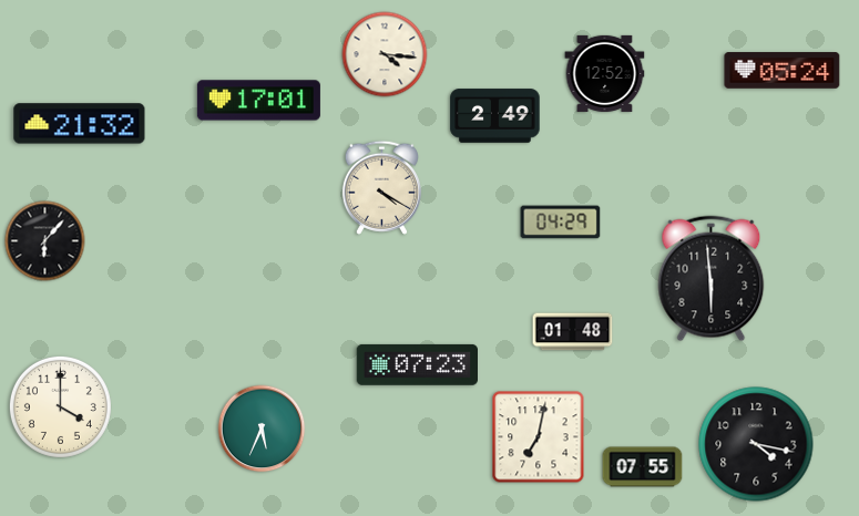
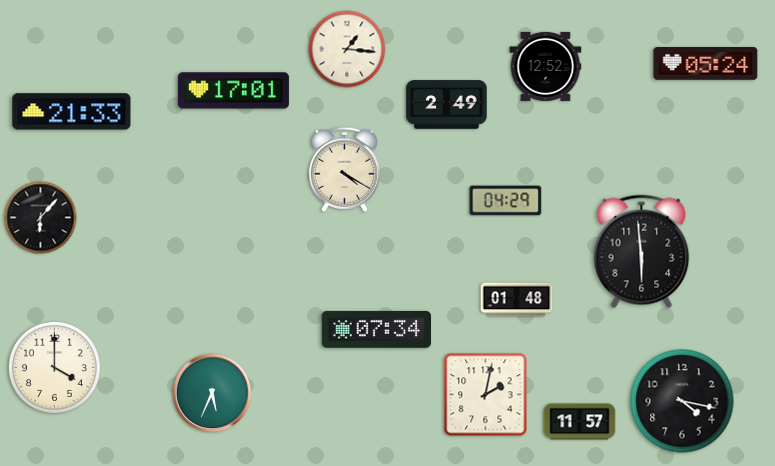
clock at (385, 54): 4:16 -> 1:16
clock at (80, 124): 21:32 -> 21:33
clock at (417, 364): 07:23 -> 07:34
clock at (262, 429) position: (262, 429) -> (212, 393)
clock at (539, 437): 7:02 -> 2:02
clock at (643, 467): 07:55 -> 11:57
